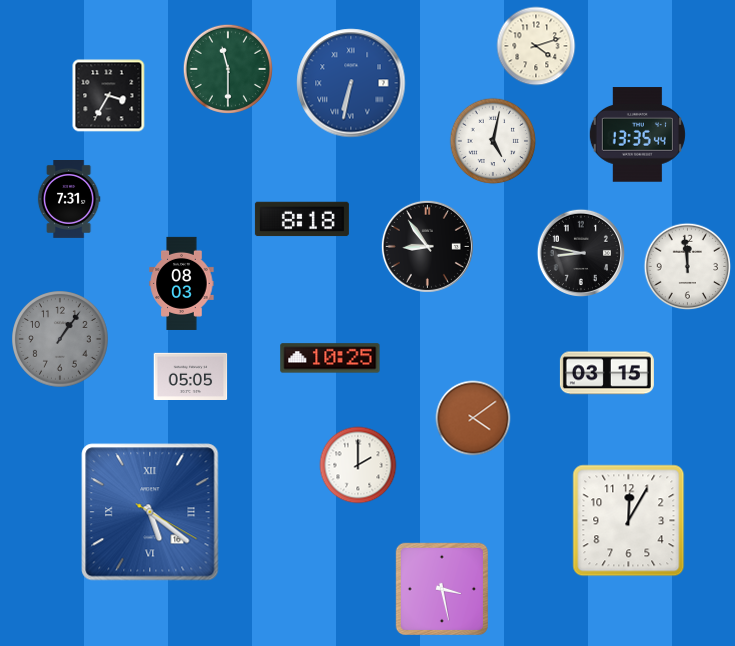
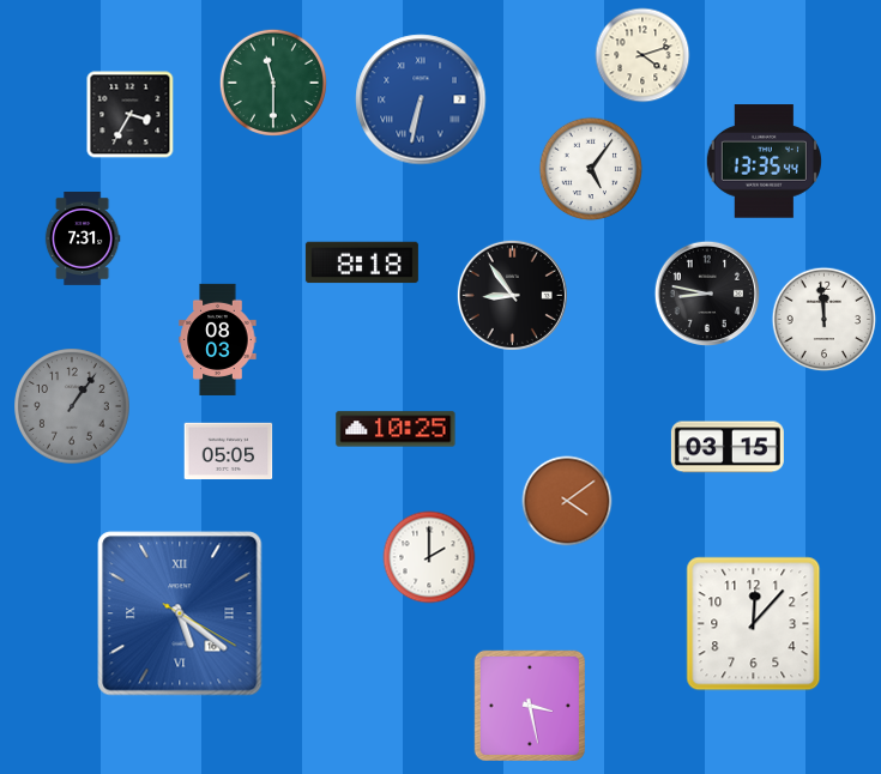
clock at (493, 141): 5:02 -> 5:06
clock at (580, 252) position: (580, 252) -> (706, 292)
clock at (629, 521): 12:05 -> 12:07
